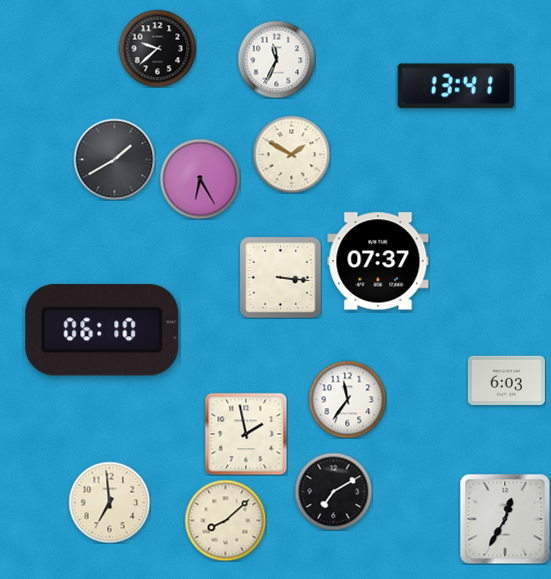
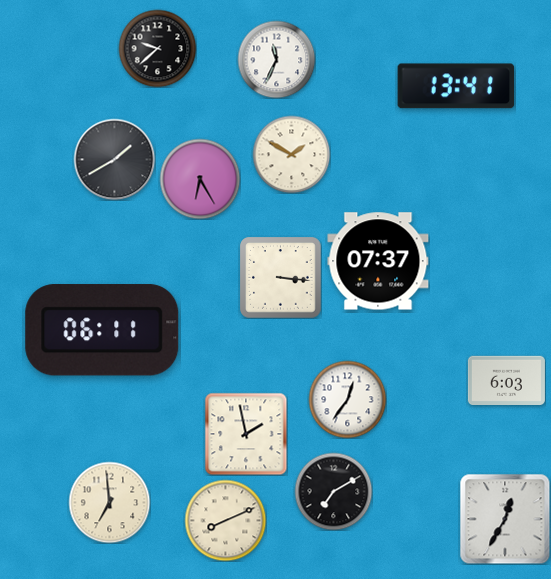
clock at (102, 330): 06:10 -> 06:11
clock at (347, 399): 11:36 -> 12:36
clock at (225, 520): 8:08 -> 8:11
